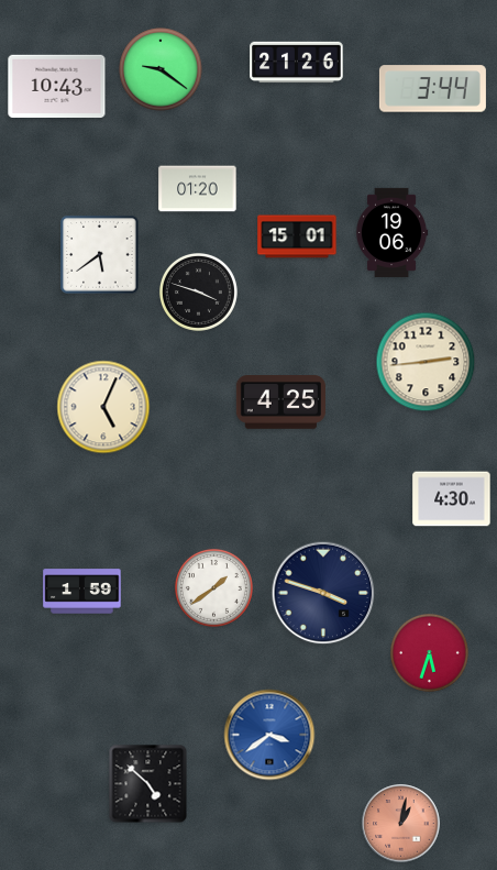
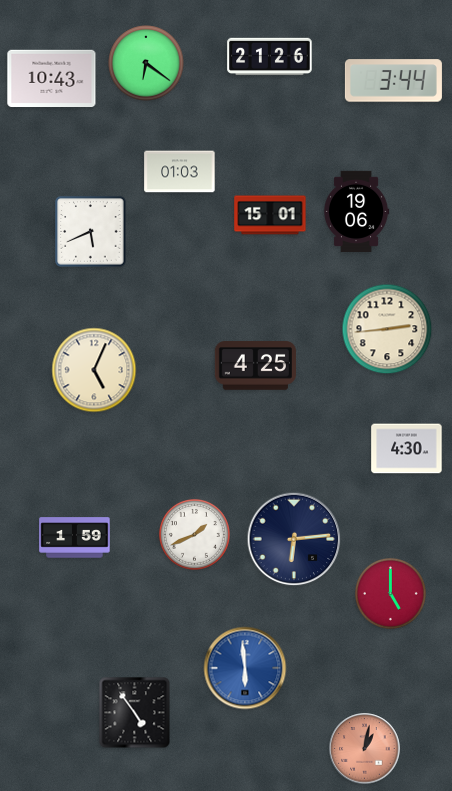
clock at (161, 69): 9:21 -> 6:21
clock at (198, 189): 01:20 -> 01:03
clock at (100, 255): 5:39 -> 5:41
clock at (198, 291): 3:48 -> none
clock at (452, 499) position: (452, 499) -> (407, 449)
clock at (213, 587): 1:39 -> 1:41
clock at (323, 593): 3:48 -> 6:14
clock at (429, 652): 5:33 -> 5:00
clock at (269, 735): 3:39 -> 5:59
clock at (148, 784): 4:52 -> 4:54
